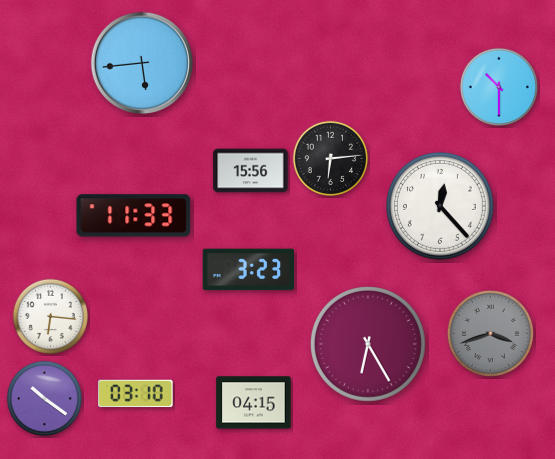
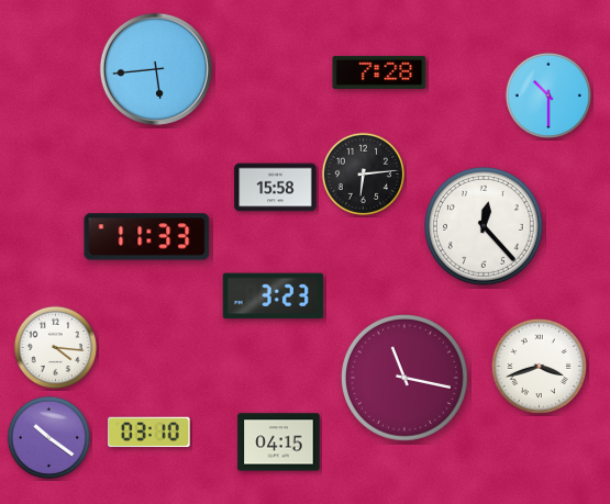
clock at (379, 72): none -> 7:28
clock at (251, 171): 15:56 -> 15:58
clock at (51, 317): 6:16 -> 4:16
clock at (490, 333) dial: grey -> white
clock at (369, 345): 6:25 -> 11:17
